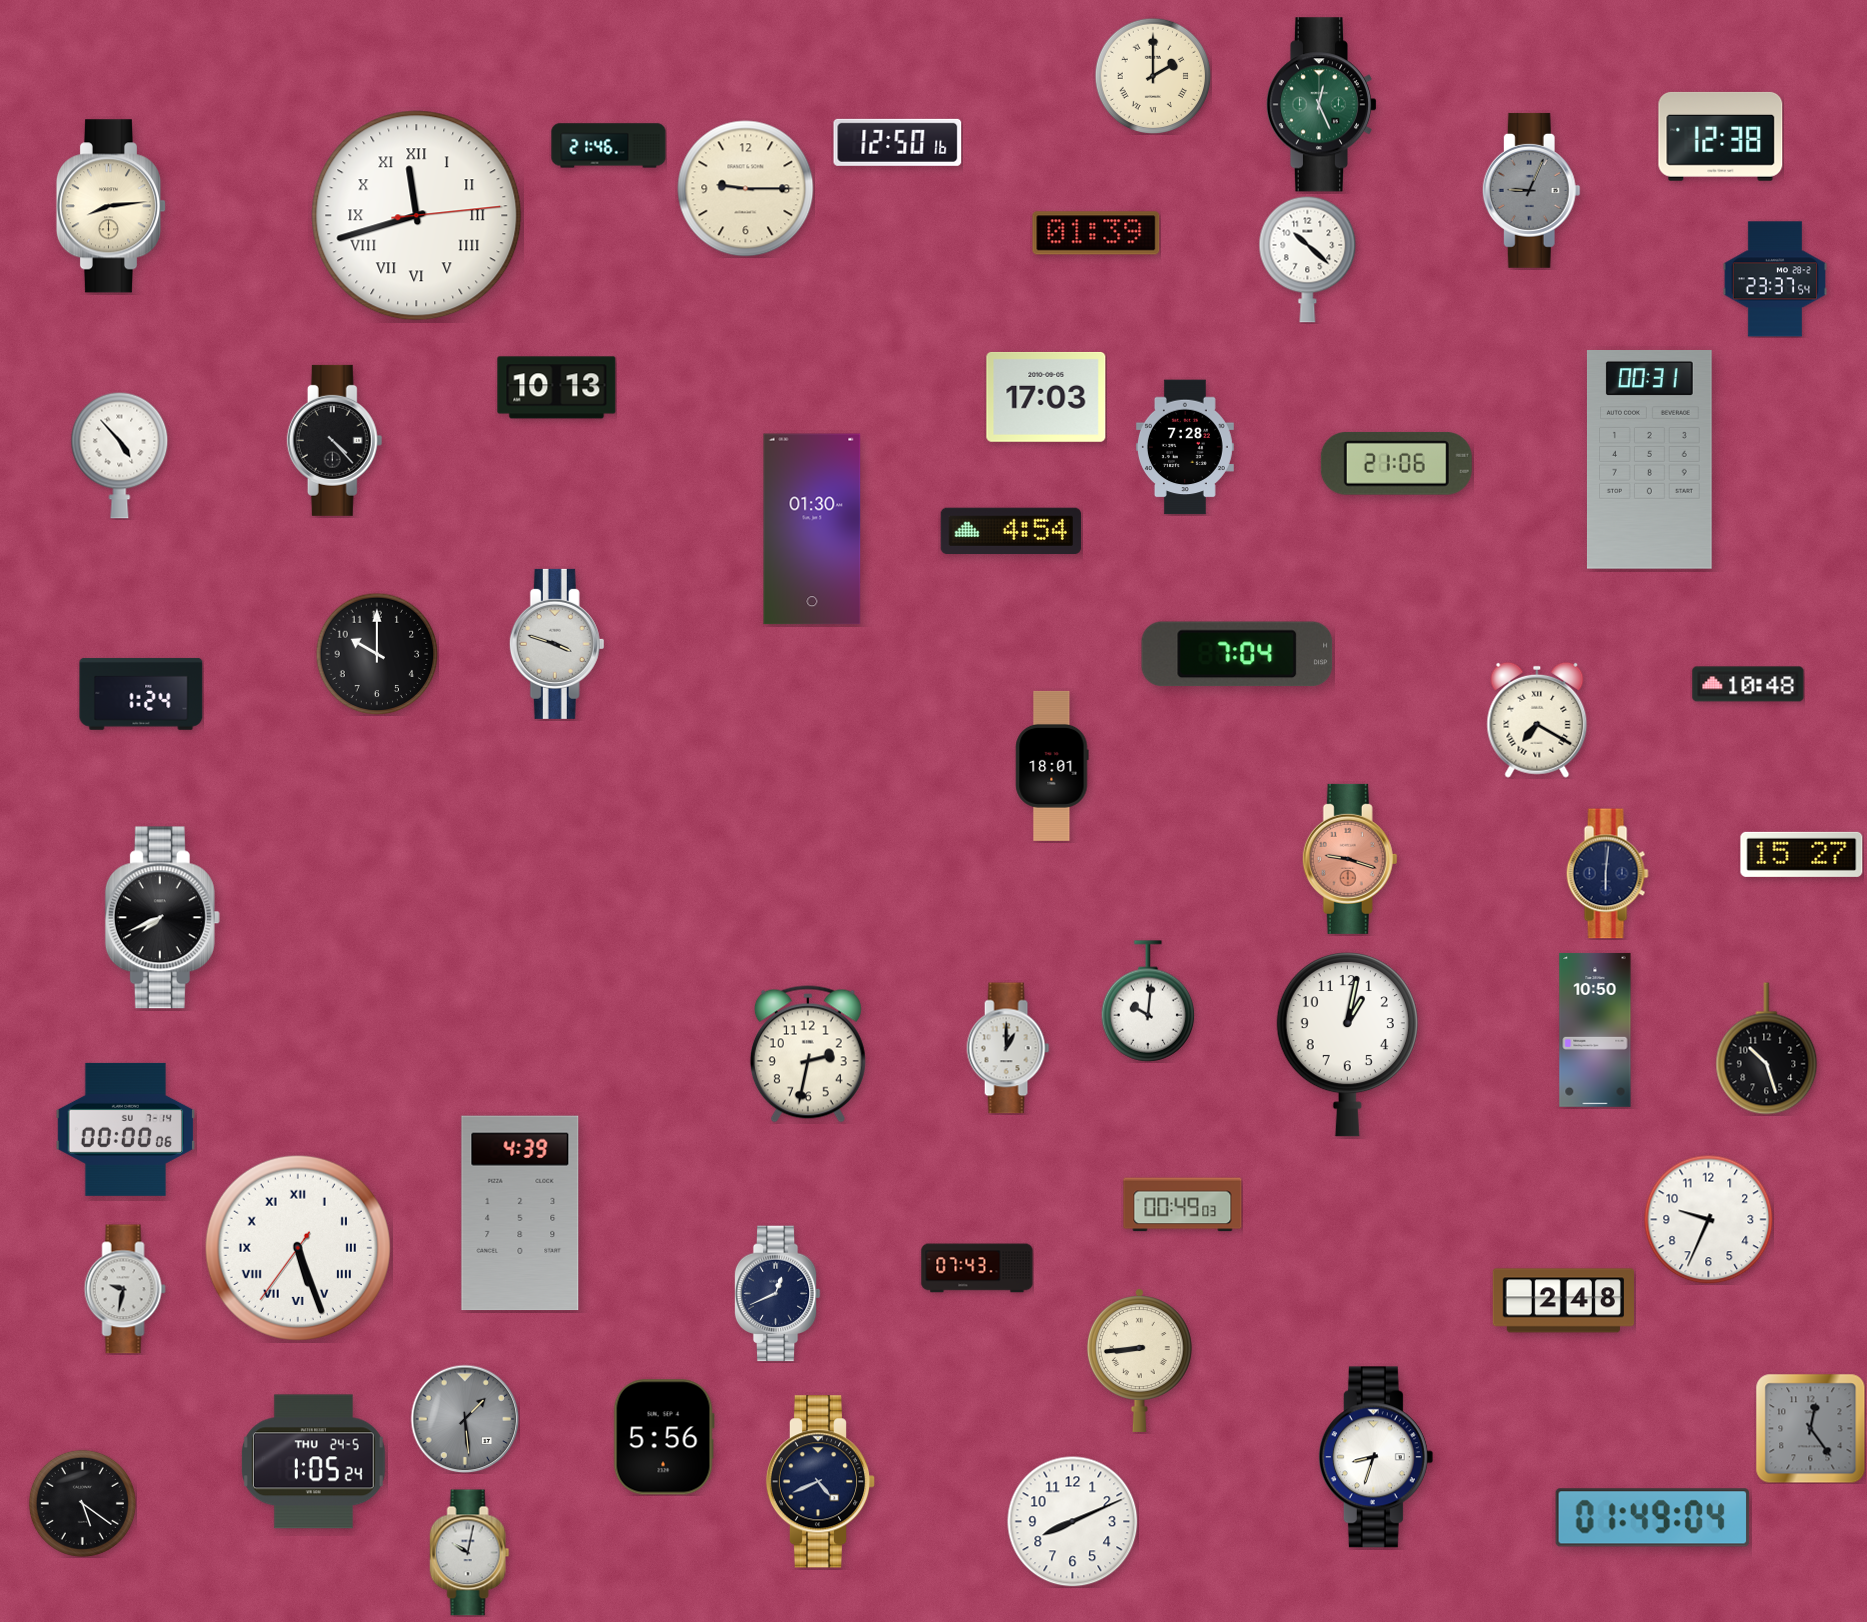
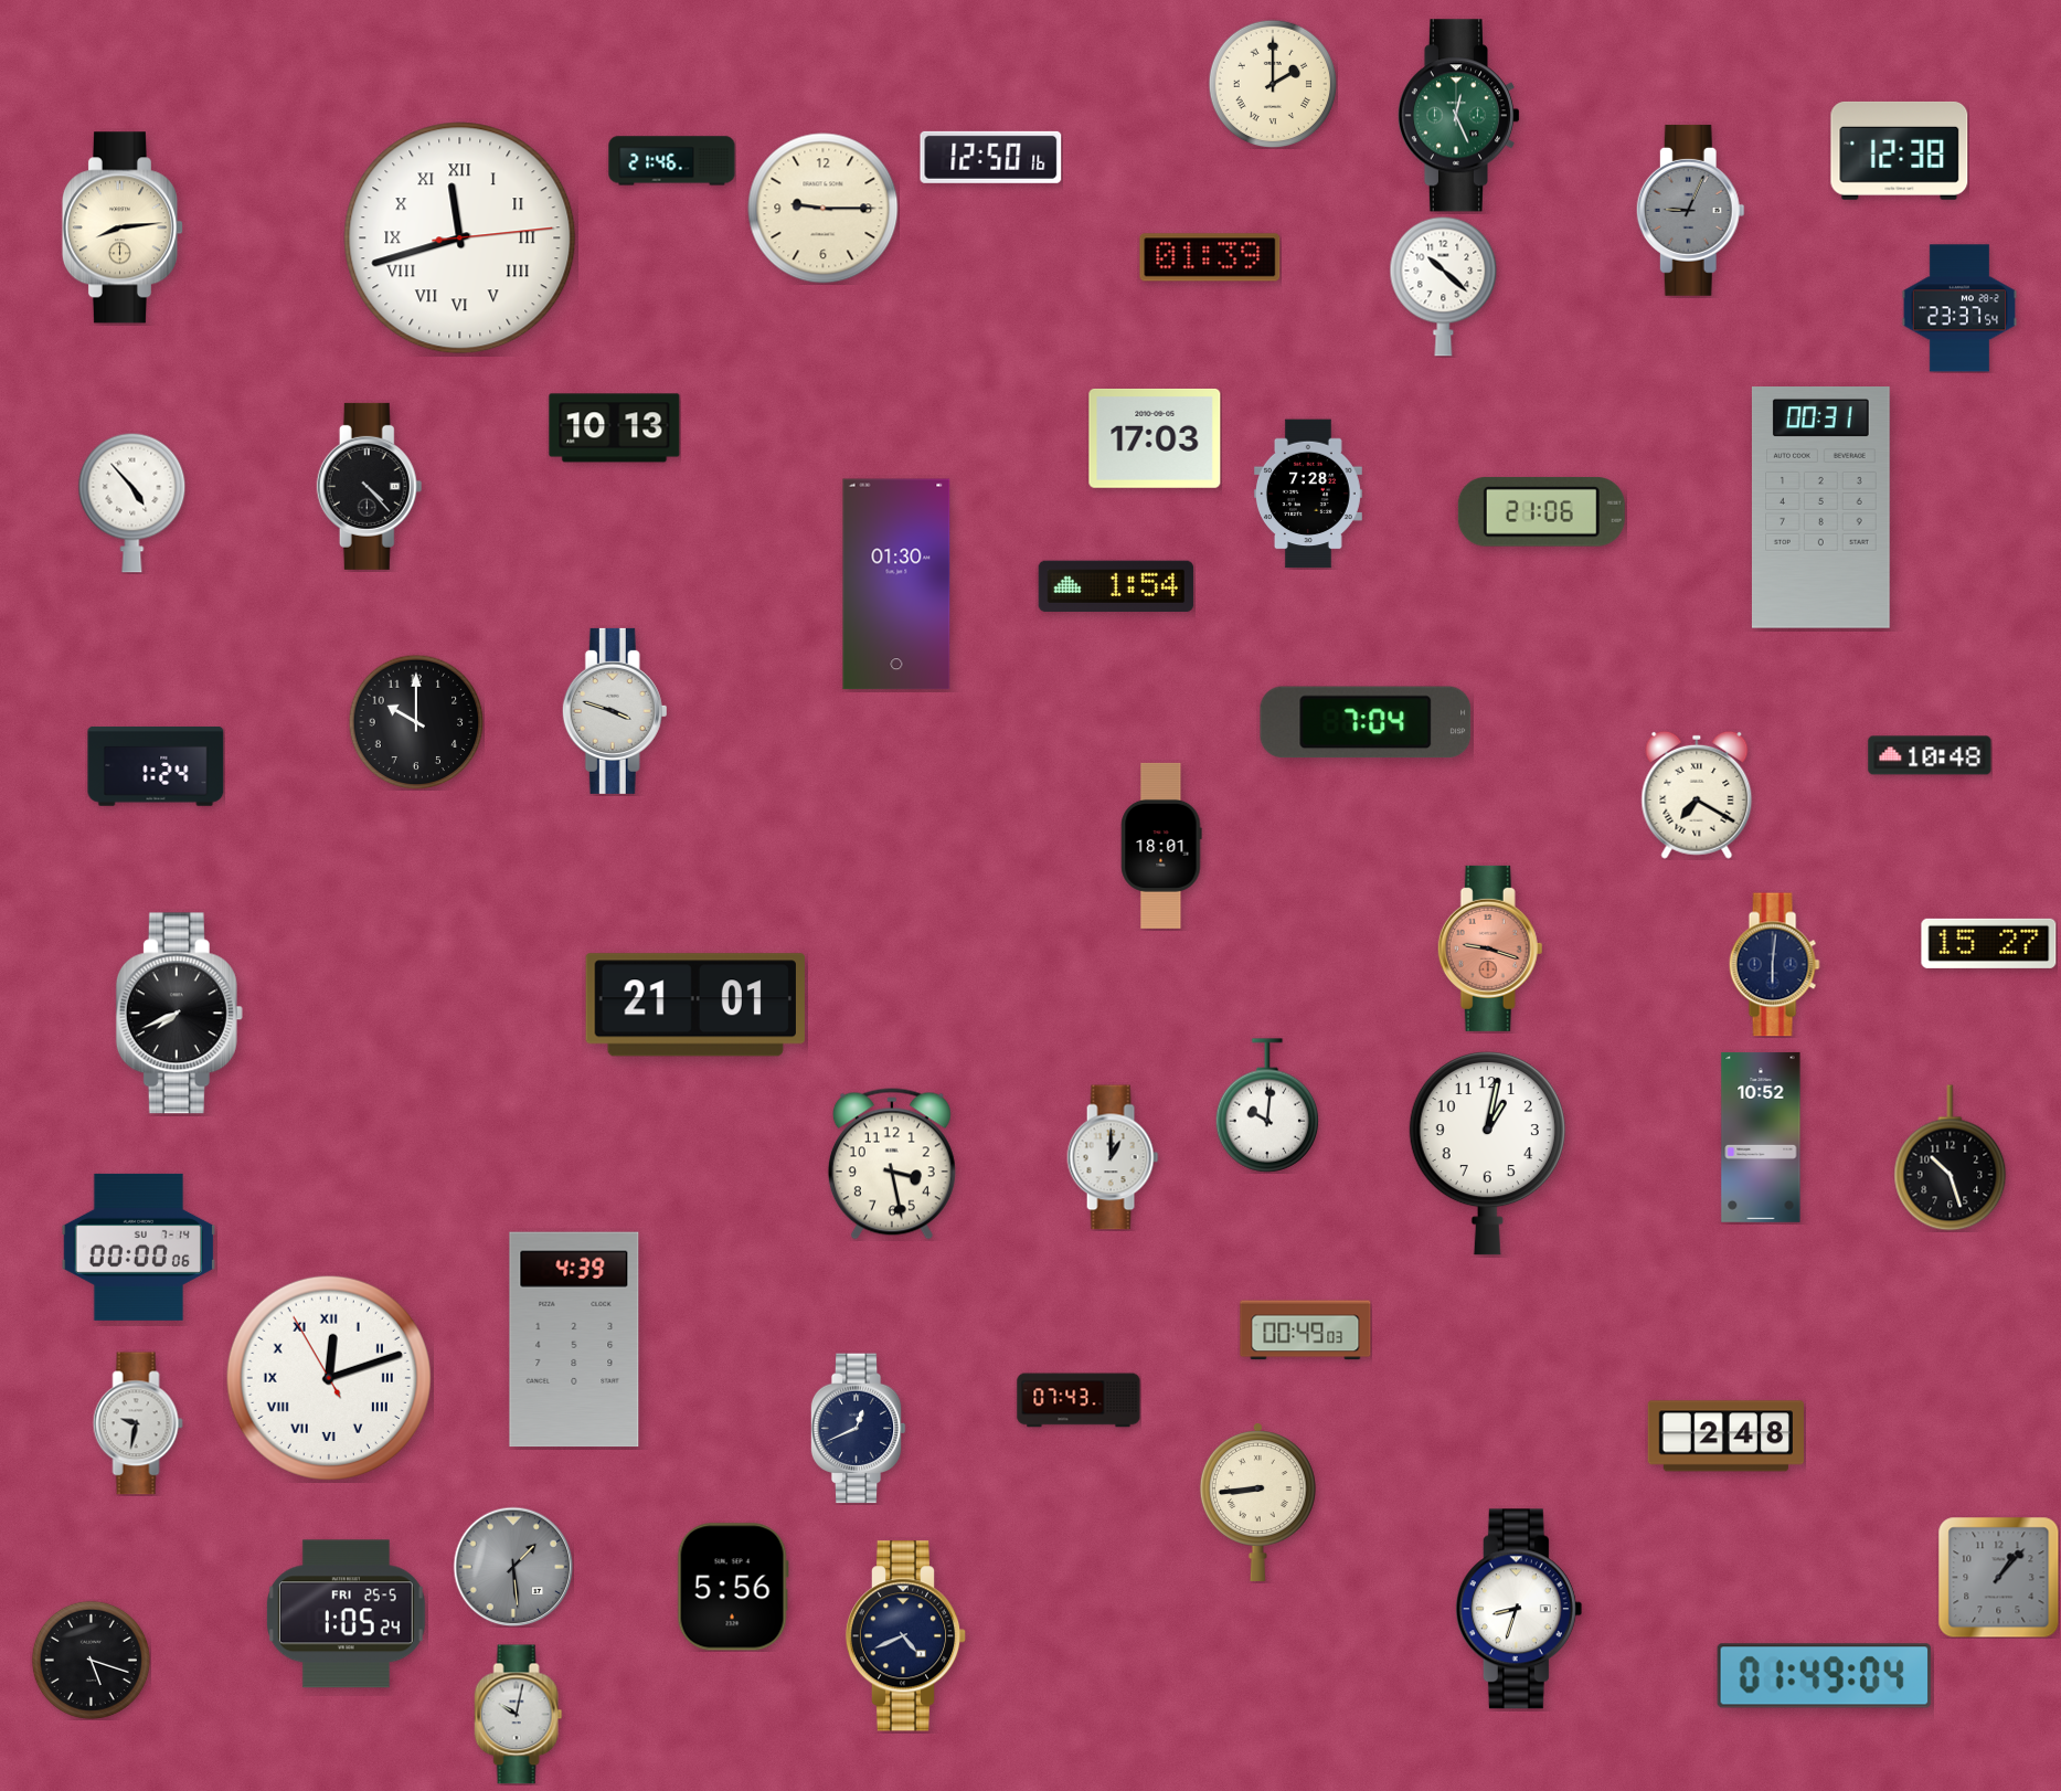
clock at (1011, 530): 4:54 -> 1:54
clock at (695, 1005): none -> 21:01
clock at (1595, 1030): 10:50 -> 10:52
clock at (808, 1054): 2:32 -> 3:28
clock at (1708, 1219): 9:34 -> none
clock at (298, 1248): 5:26 -> 12:11
clock at (1810, 1428): 12:24 -> 1:07
clock at (313, 1462) date: THU 24-5 -> FRI 25-5
clock at (82, 1503): 5:21 -> 5:18
clock at (1073, 1522): 8:11 -> none
